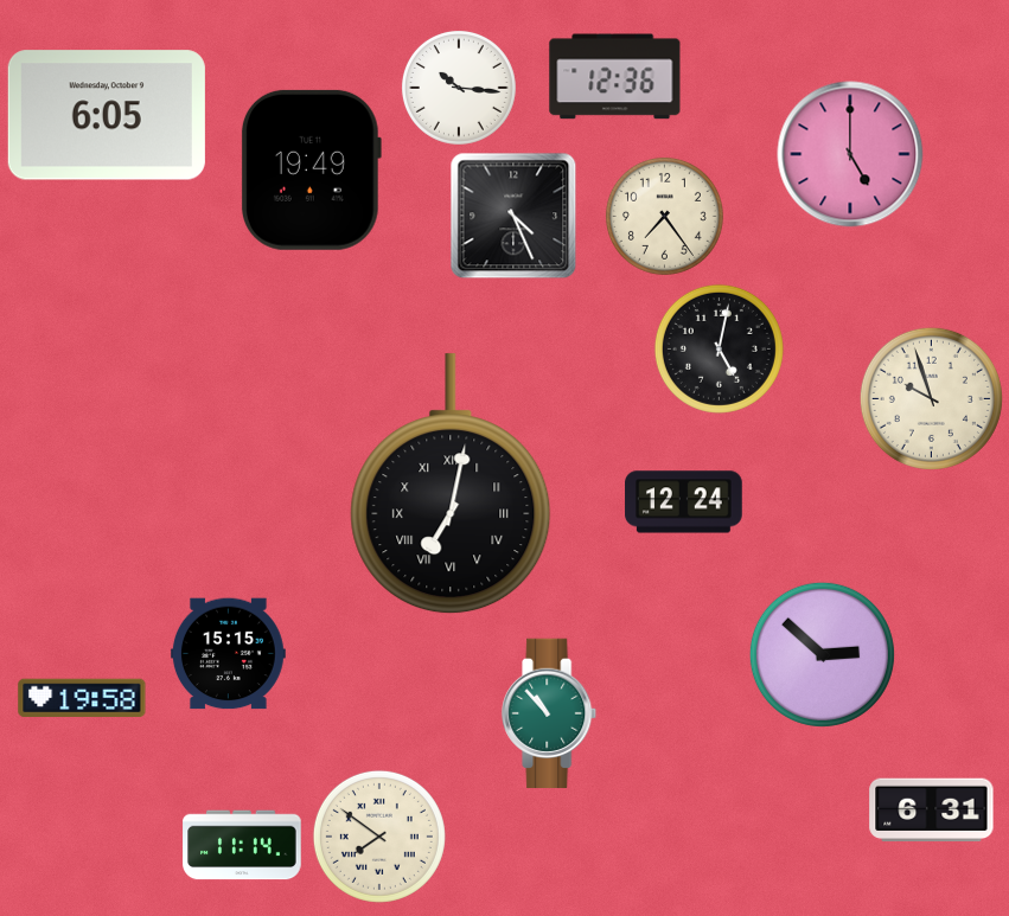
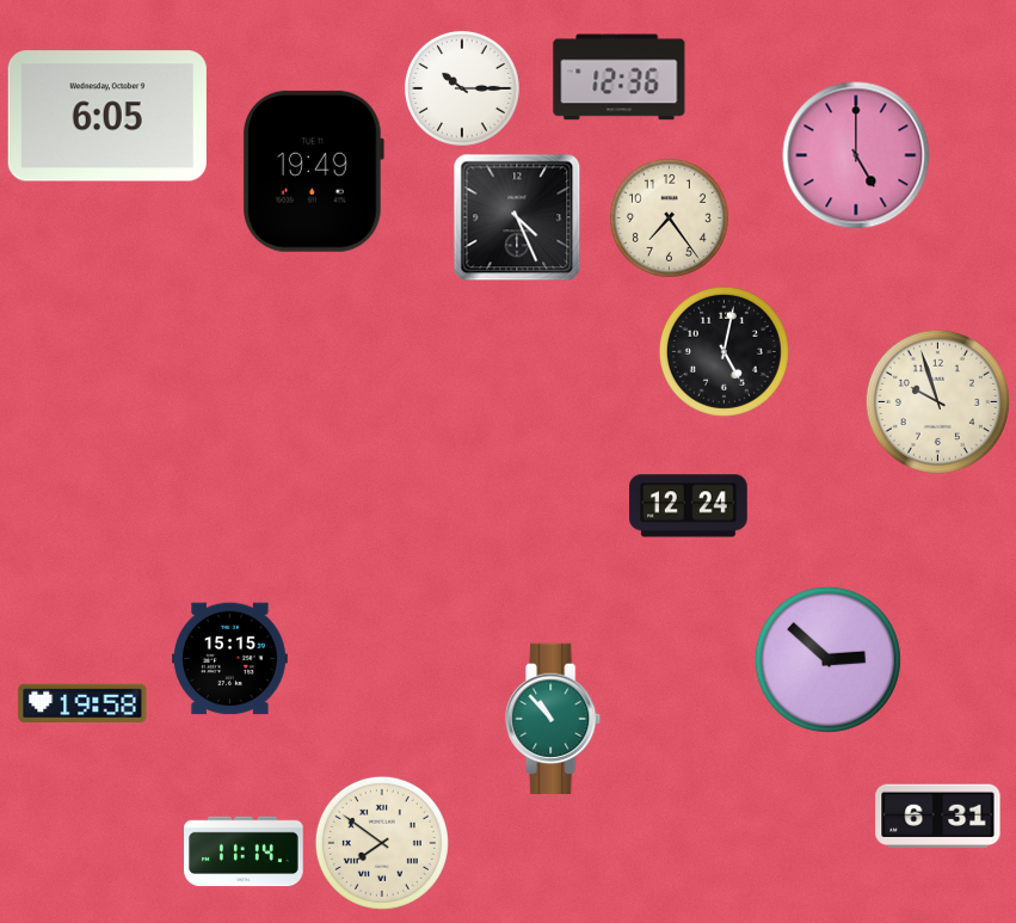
clock at (459, 88): 10:16 -> 10:15
clock at (451, 485): 7:02 -> none
